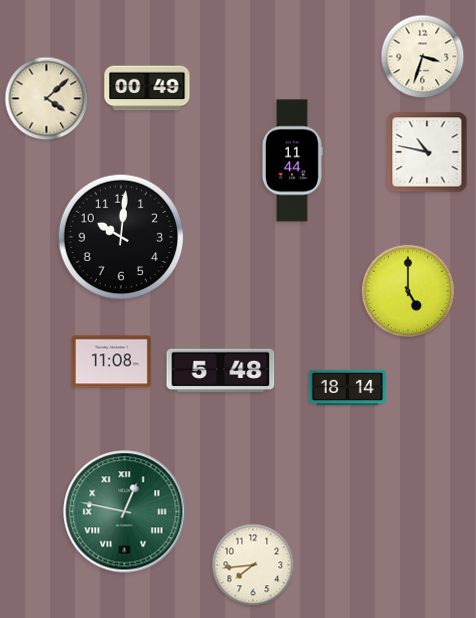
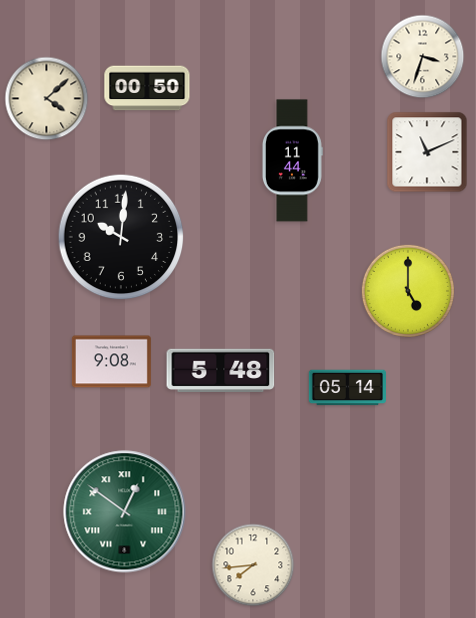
clock at (147, 88): 00:49 -> 00:50
clock at (427, 152): 10:47 -> 11:11
clock at (111, 362): 11:08 -> 9:08
clock at (347, 388): 18:14 -> 05:14
clock at (125, 512): 12:47 -> 12:51
